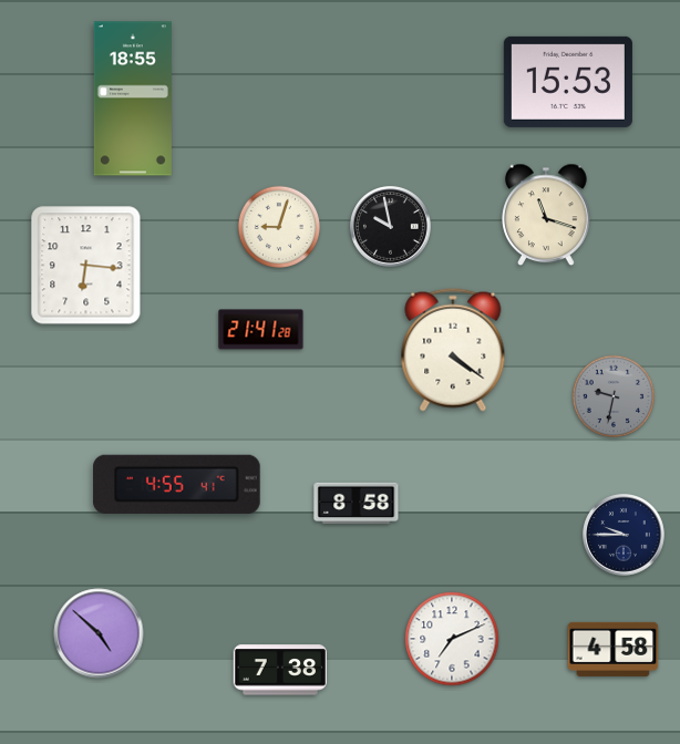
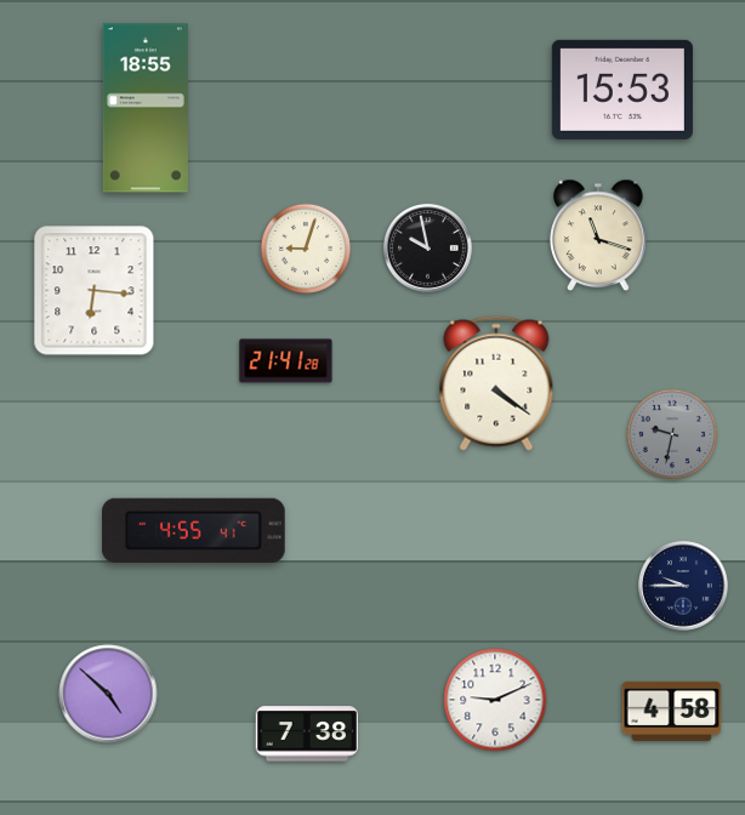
clock at (357, 504): 8:58 -> none
clock at (452, 639): 7:11 -> 9:11
